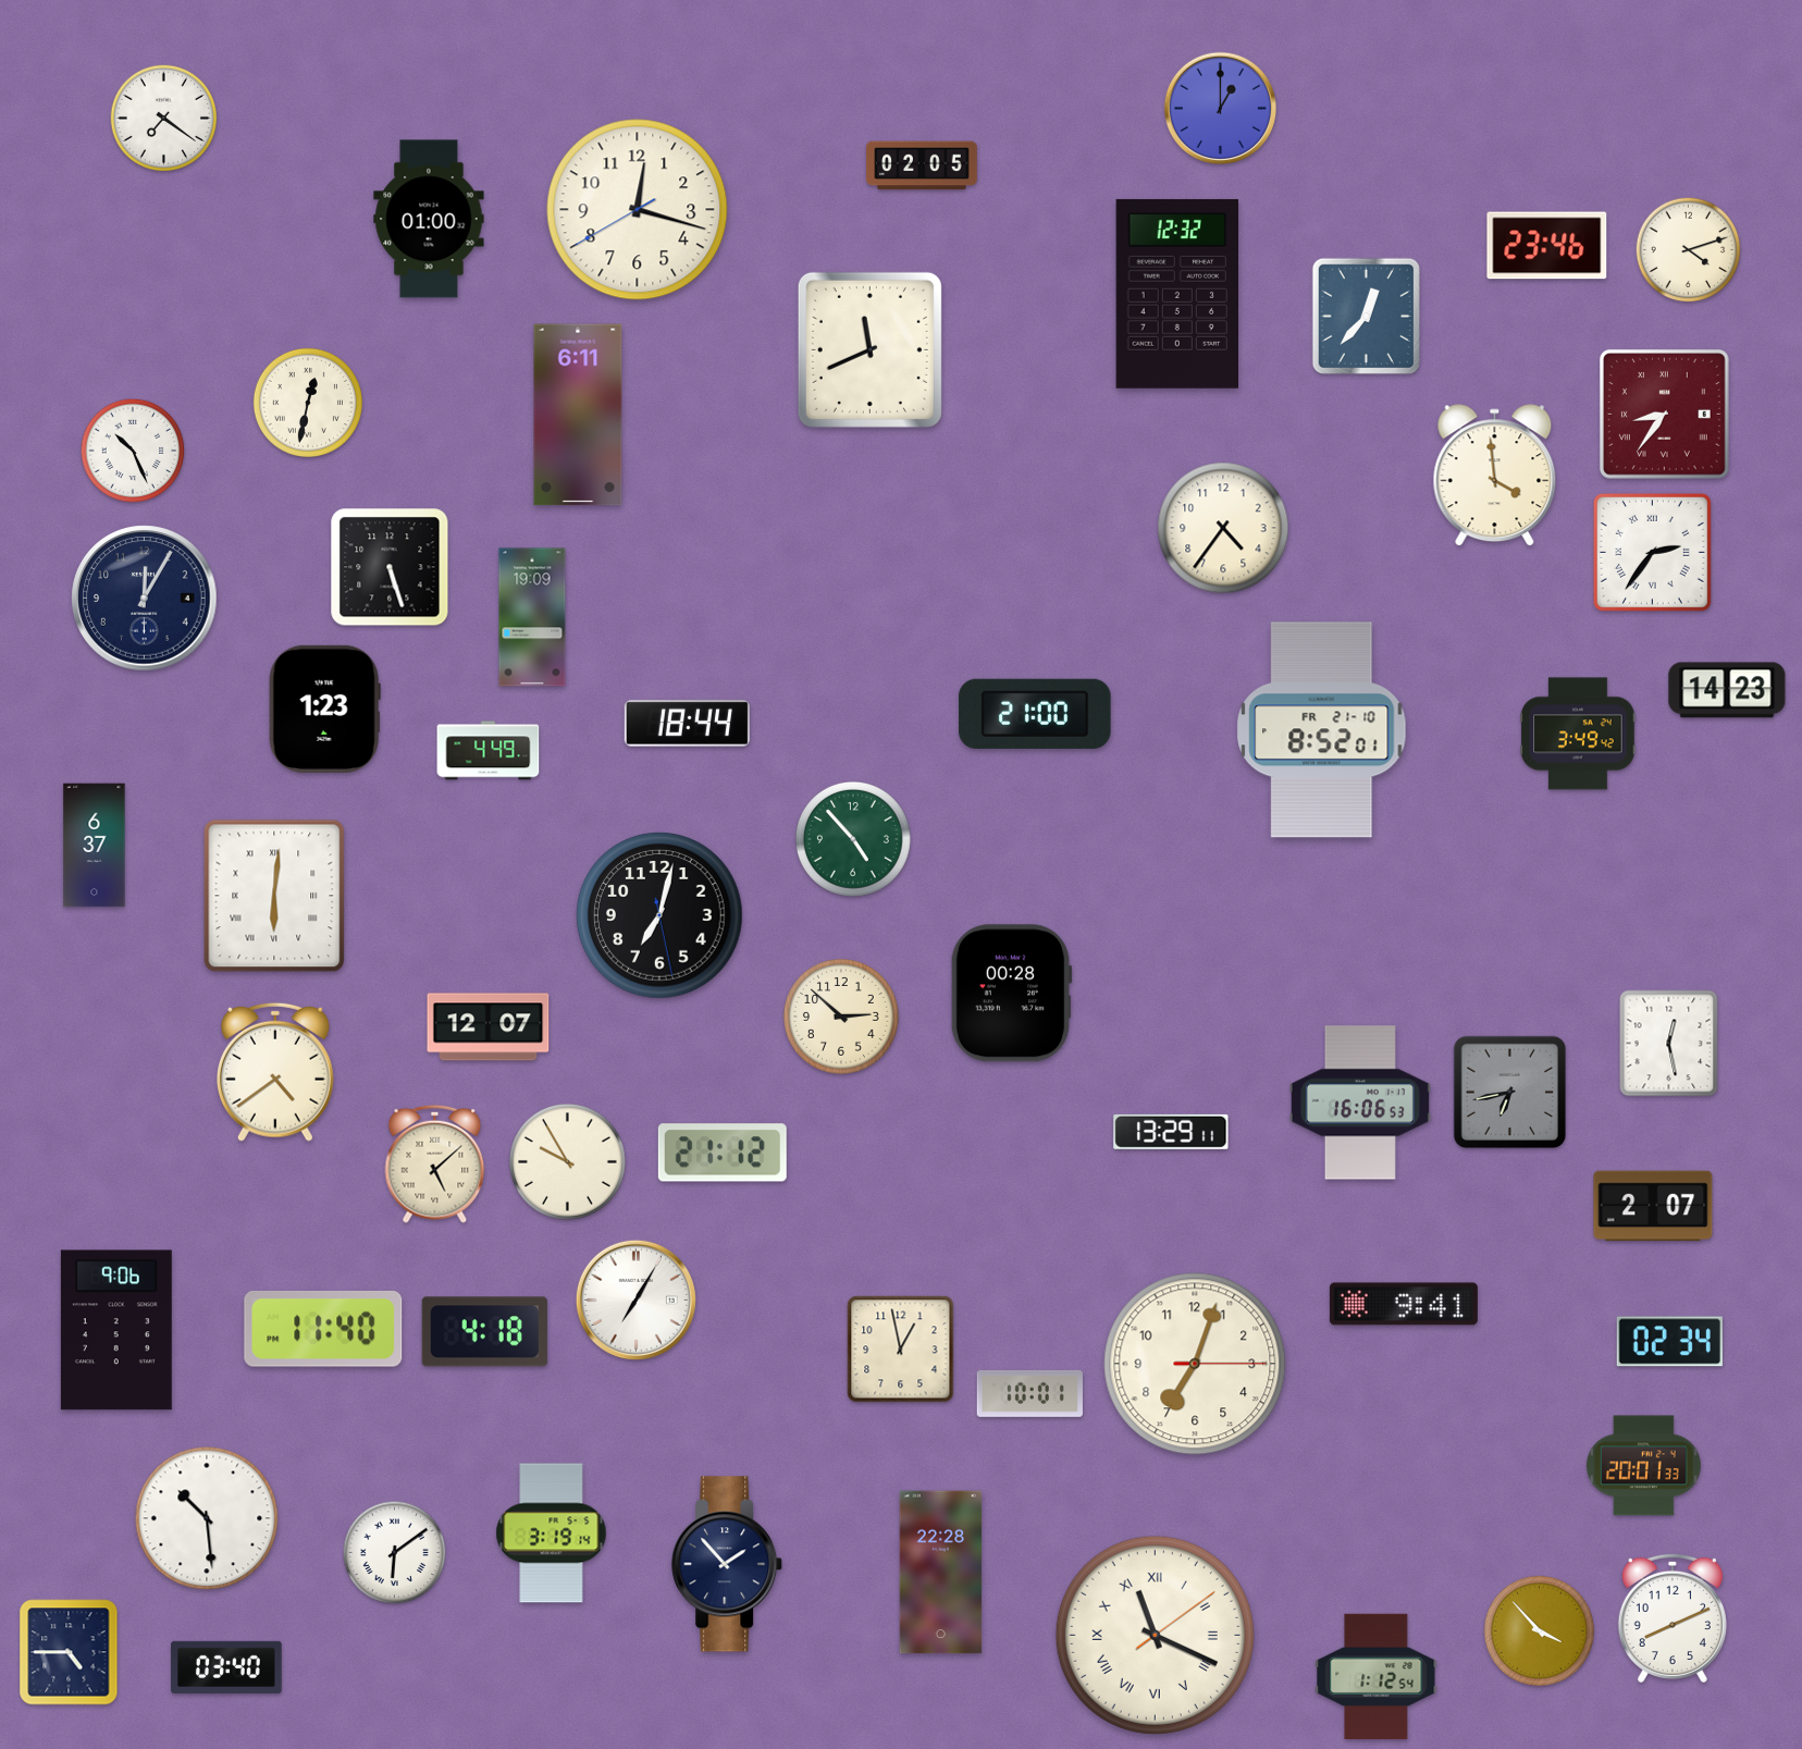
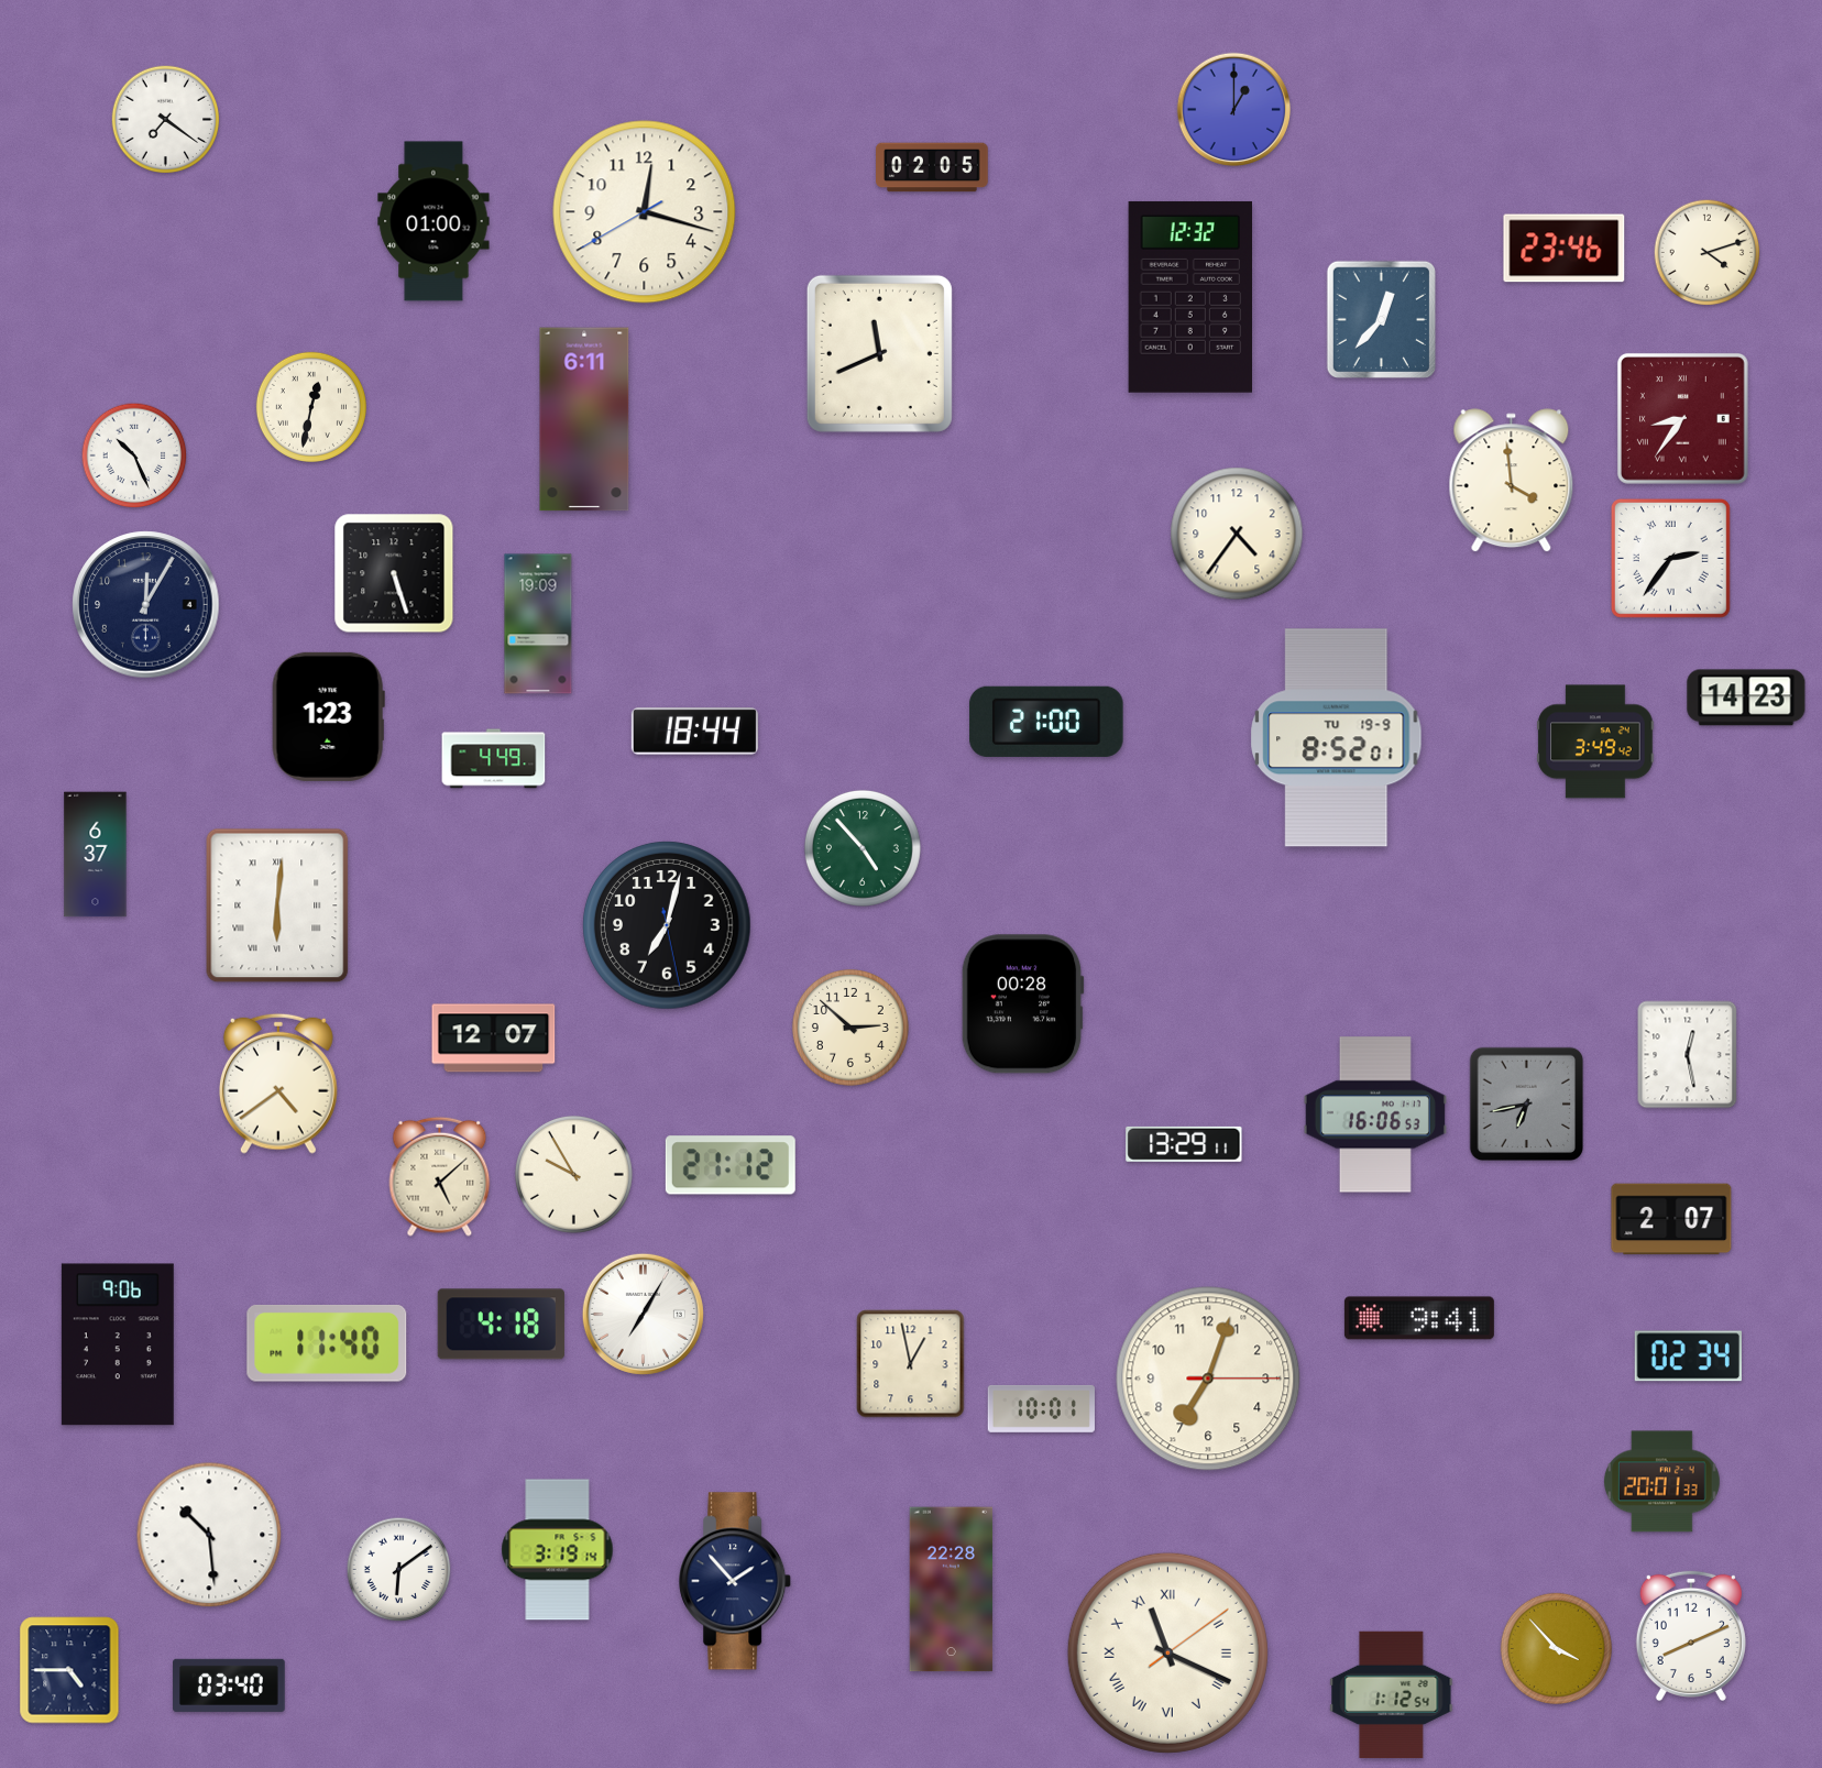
clock at (1322, 730) date: FR 21-10 -> TU 19-9
clock at (484, 1332) position: (484, 1332) -> (501, 1325)
